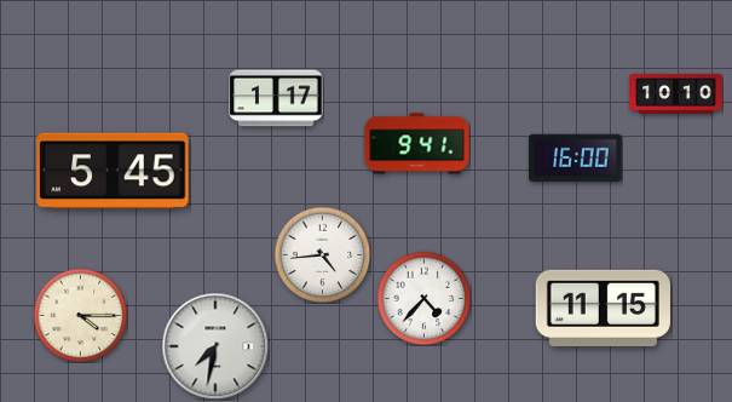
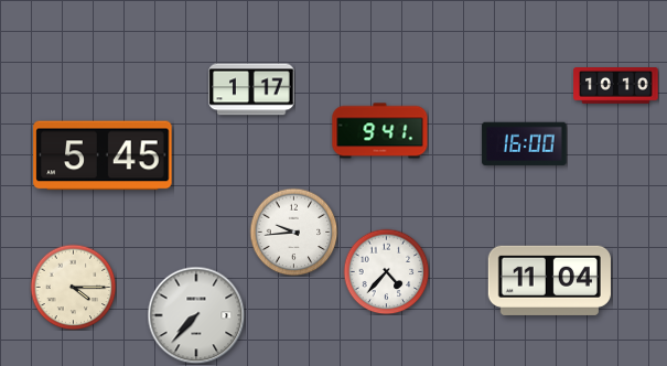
clock at (322, 254): 4:44 -> 9:44
clock at (603, 308): 11:15 -> 11:04
clock at (215, 346): 7:32 -> 7:37
